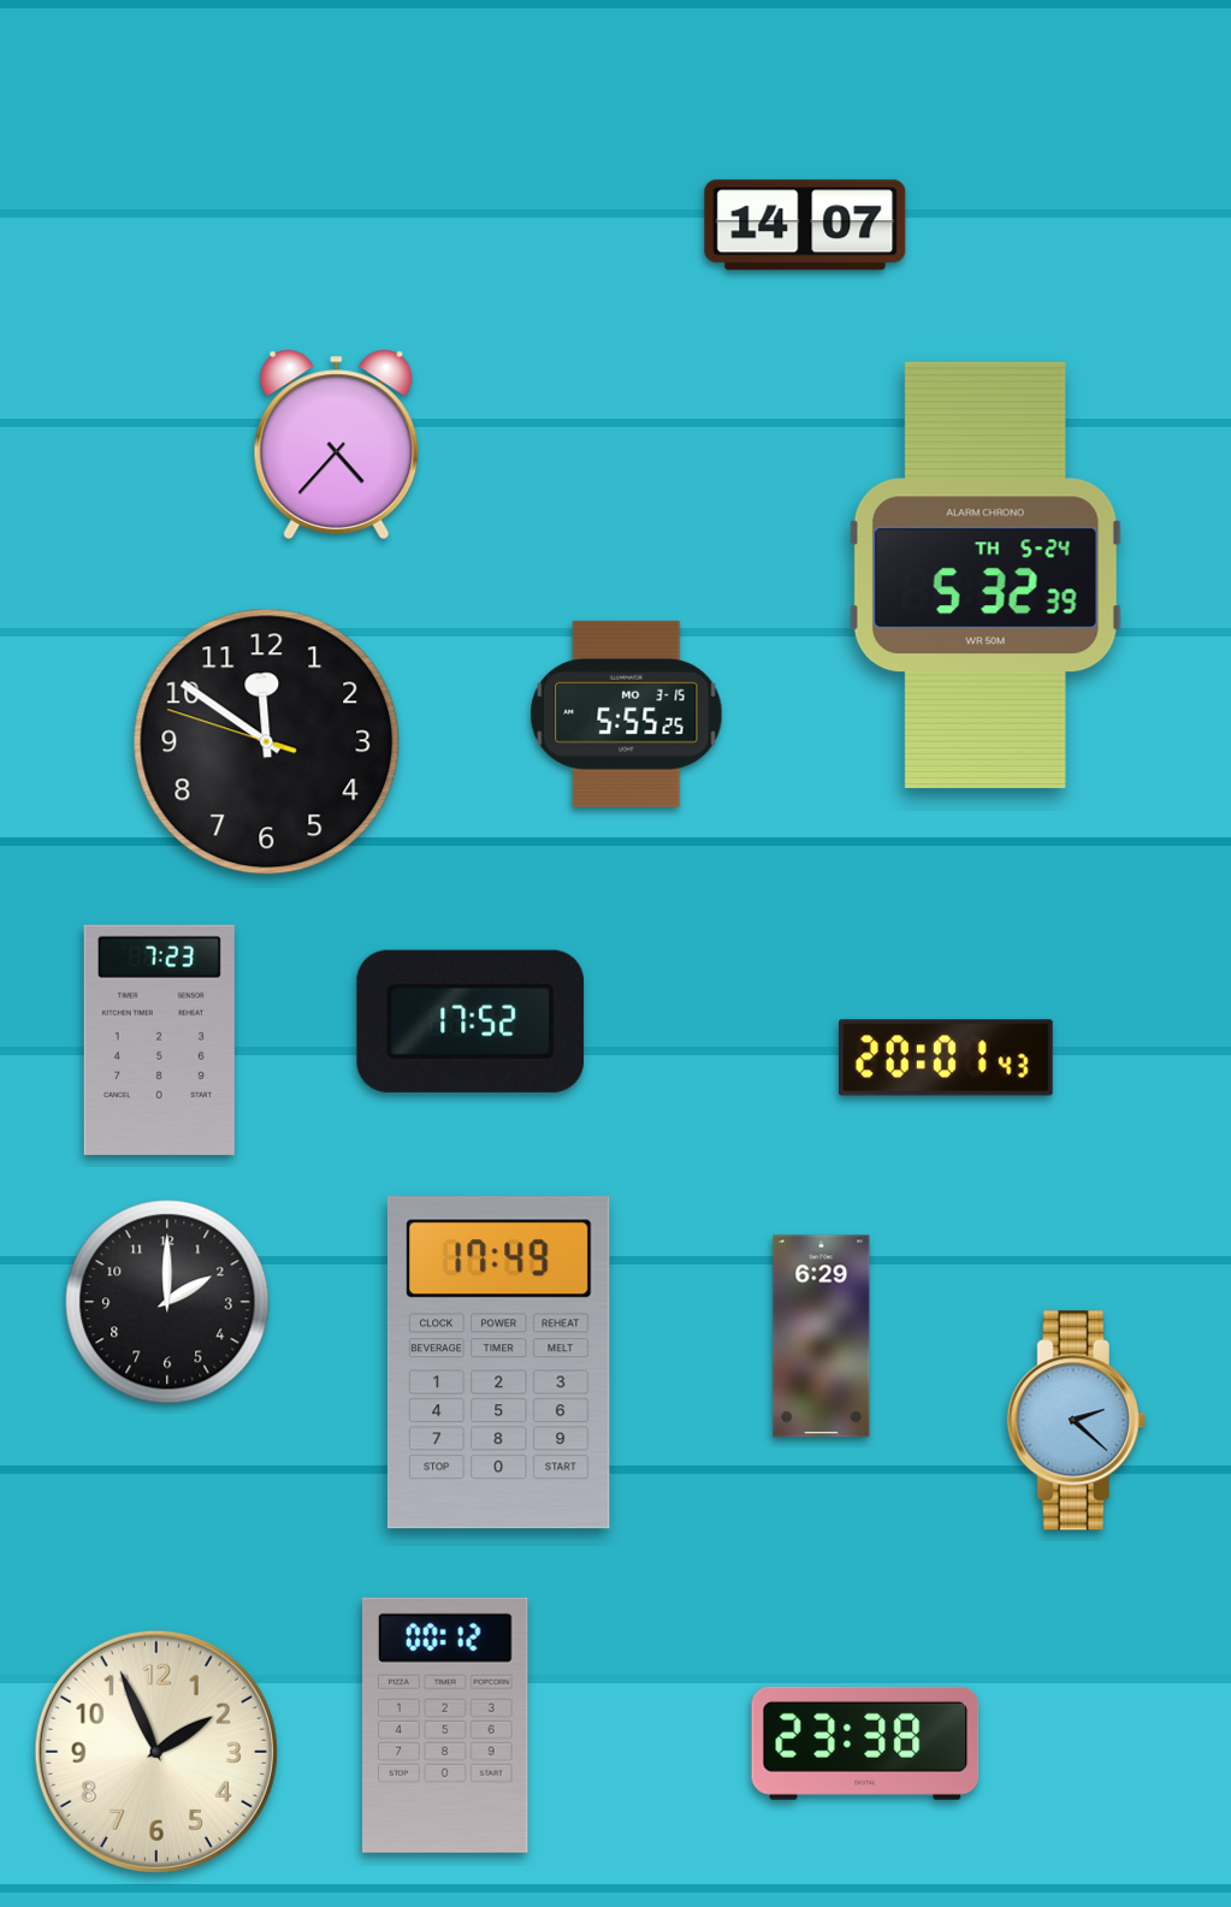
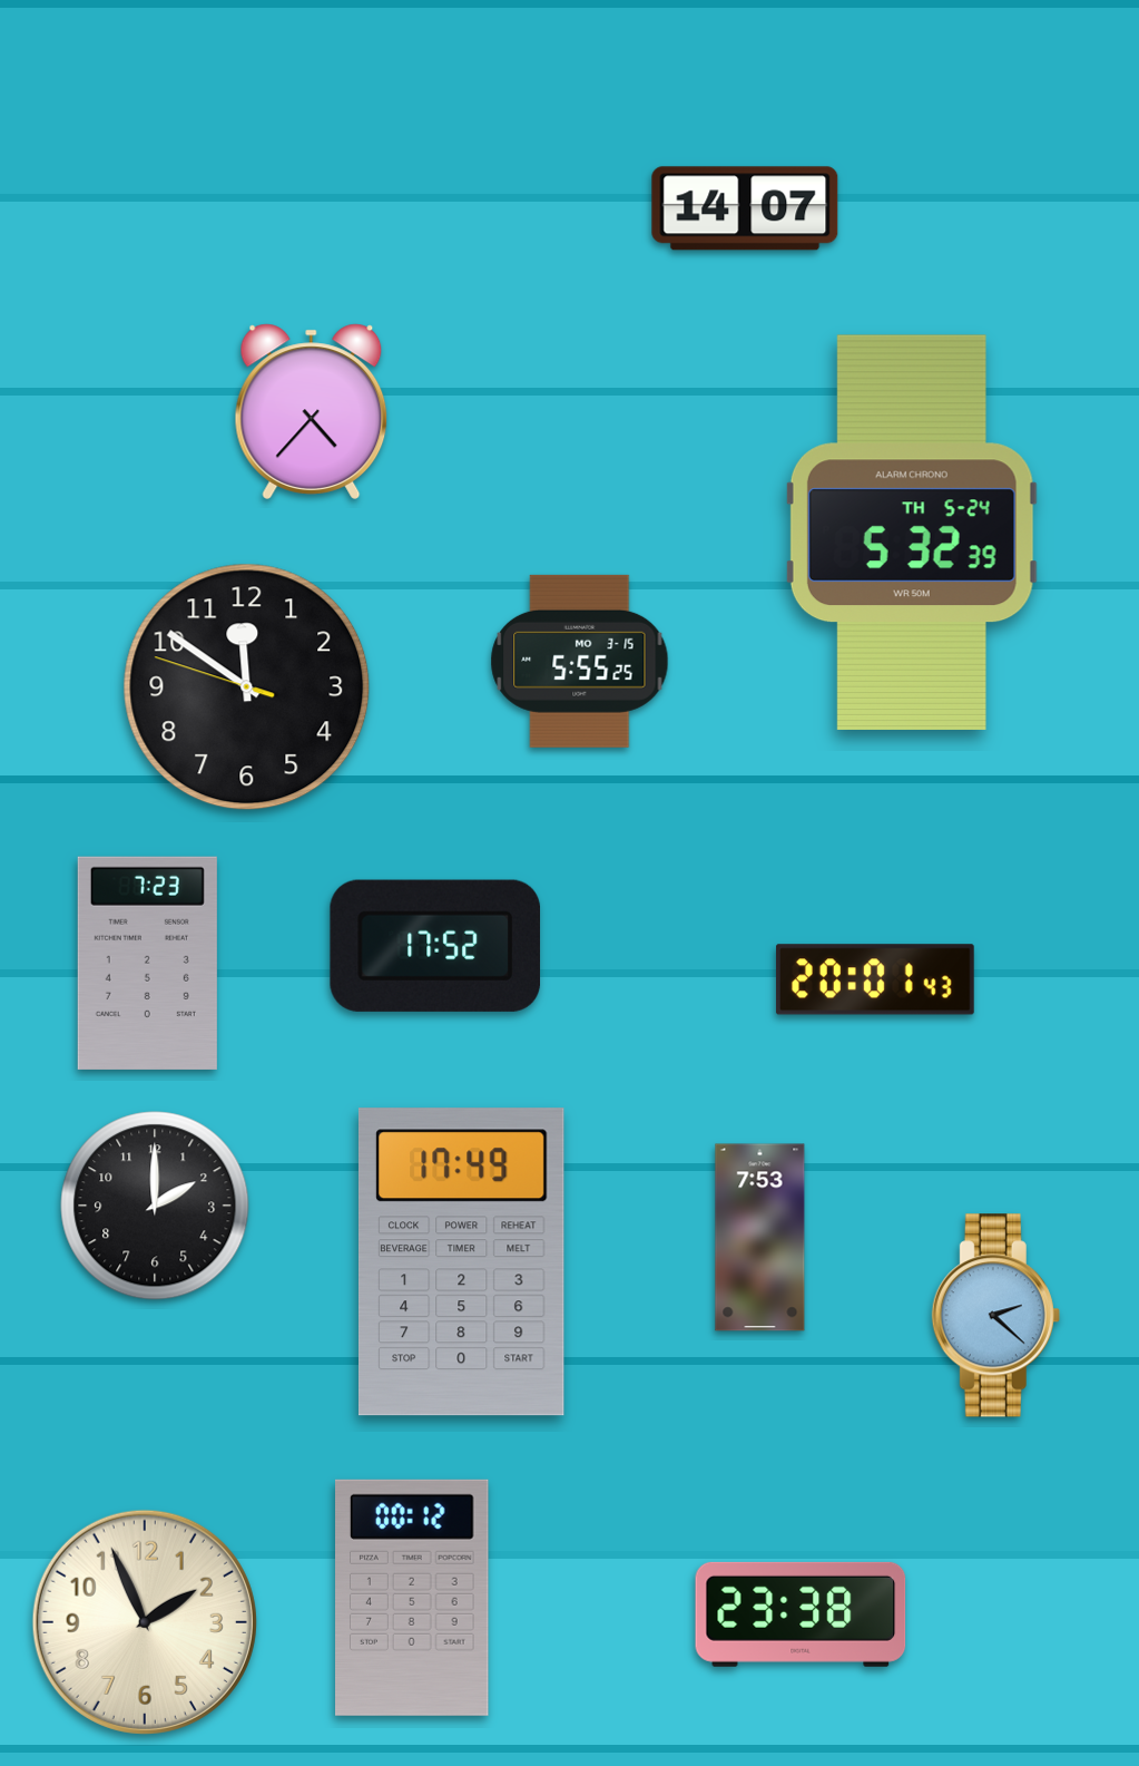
clock at (822, 1337): 6:29 -> 7:53
